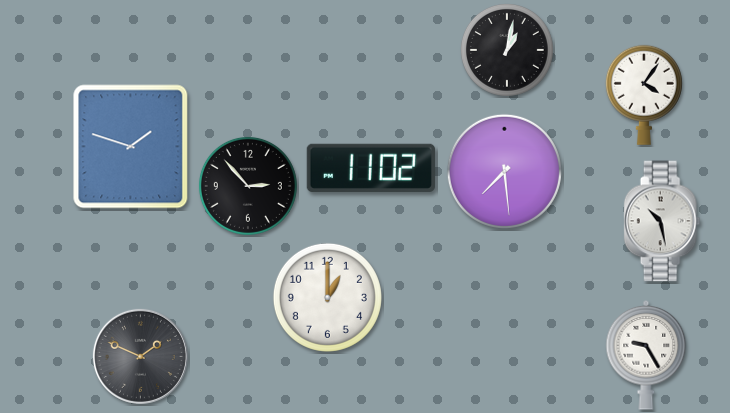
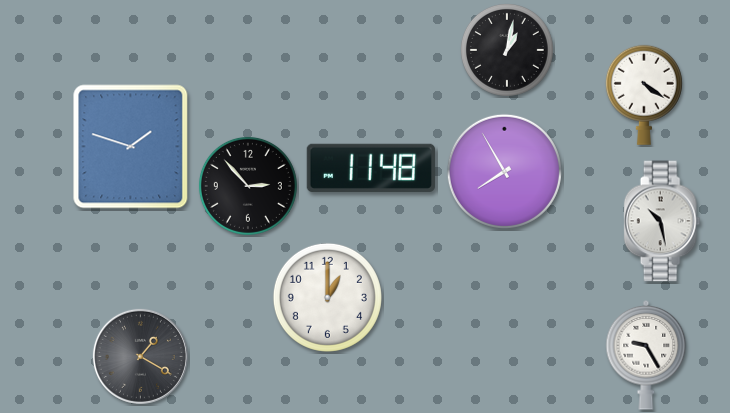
clock at (644, 95): 4:06 -> 4:21
clock at (371, 168): 11:02 -> 11:48
clock at (504, 171): 7:29 -> 7:55
clock at (140, 356): 1:49 -> 1:20
